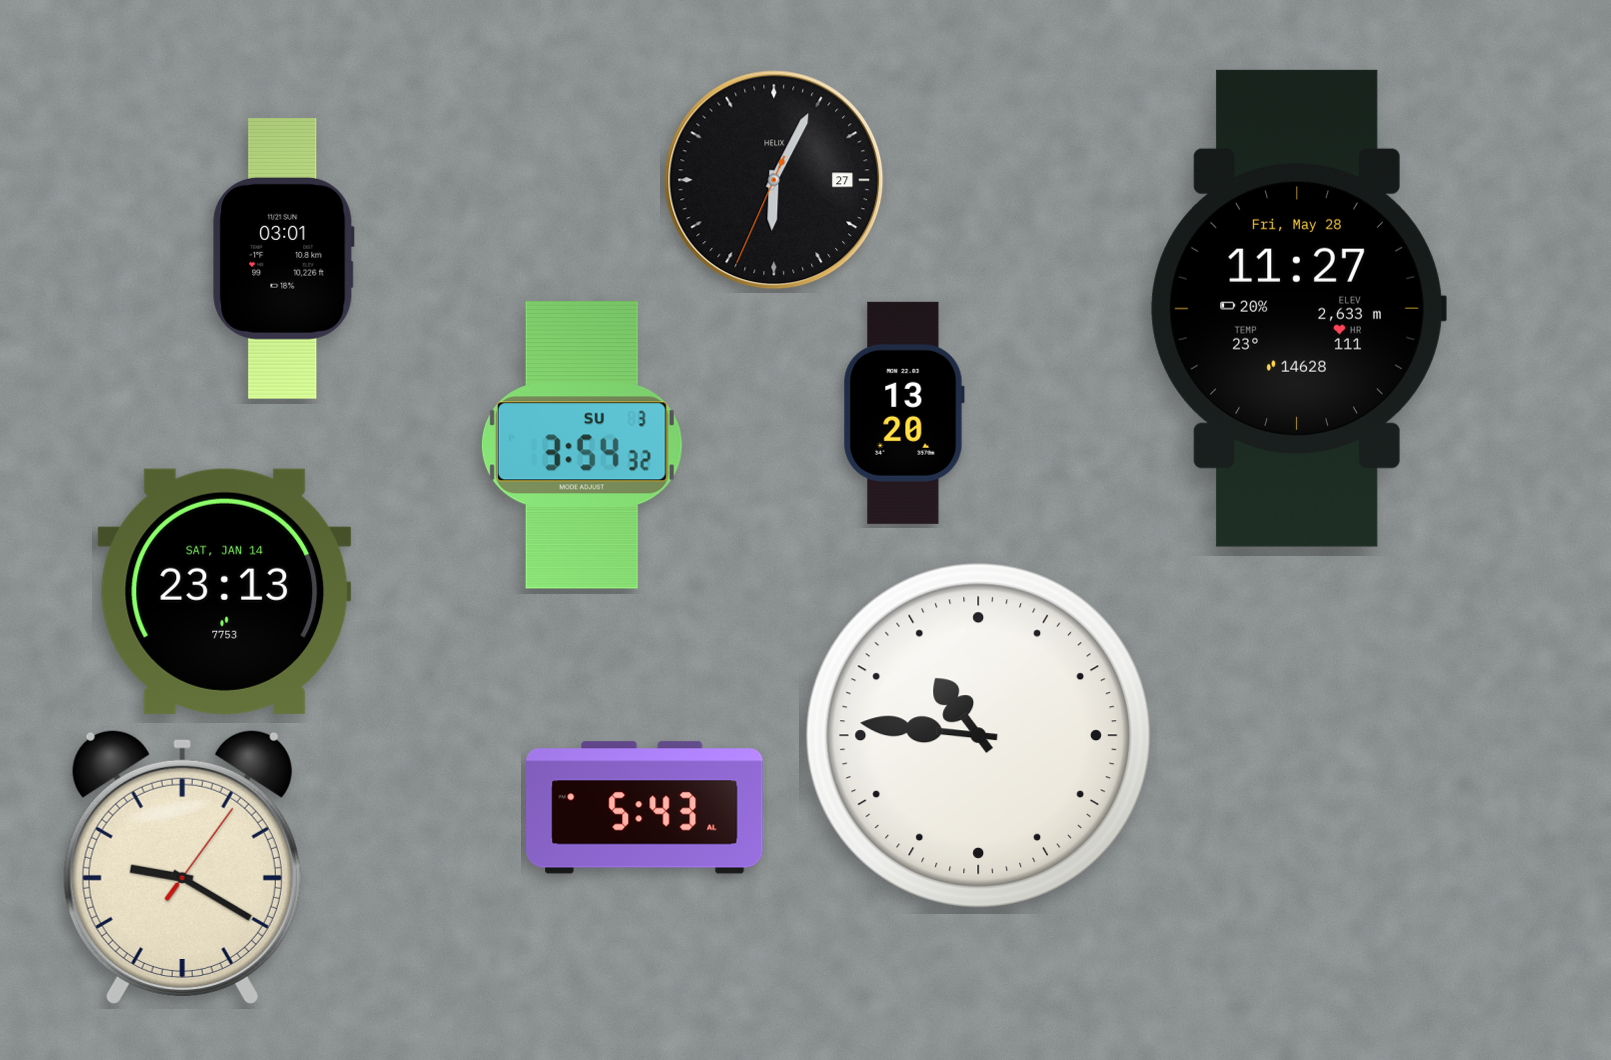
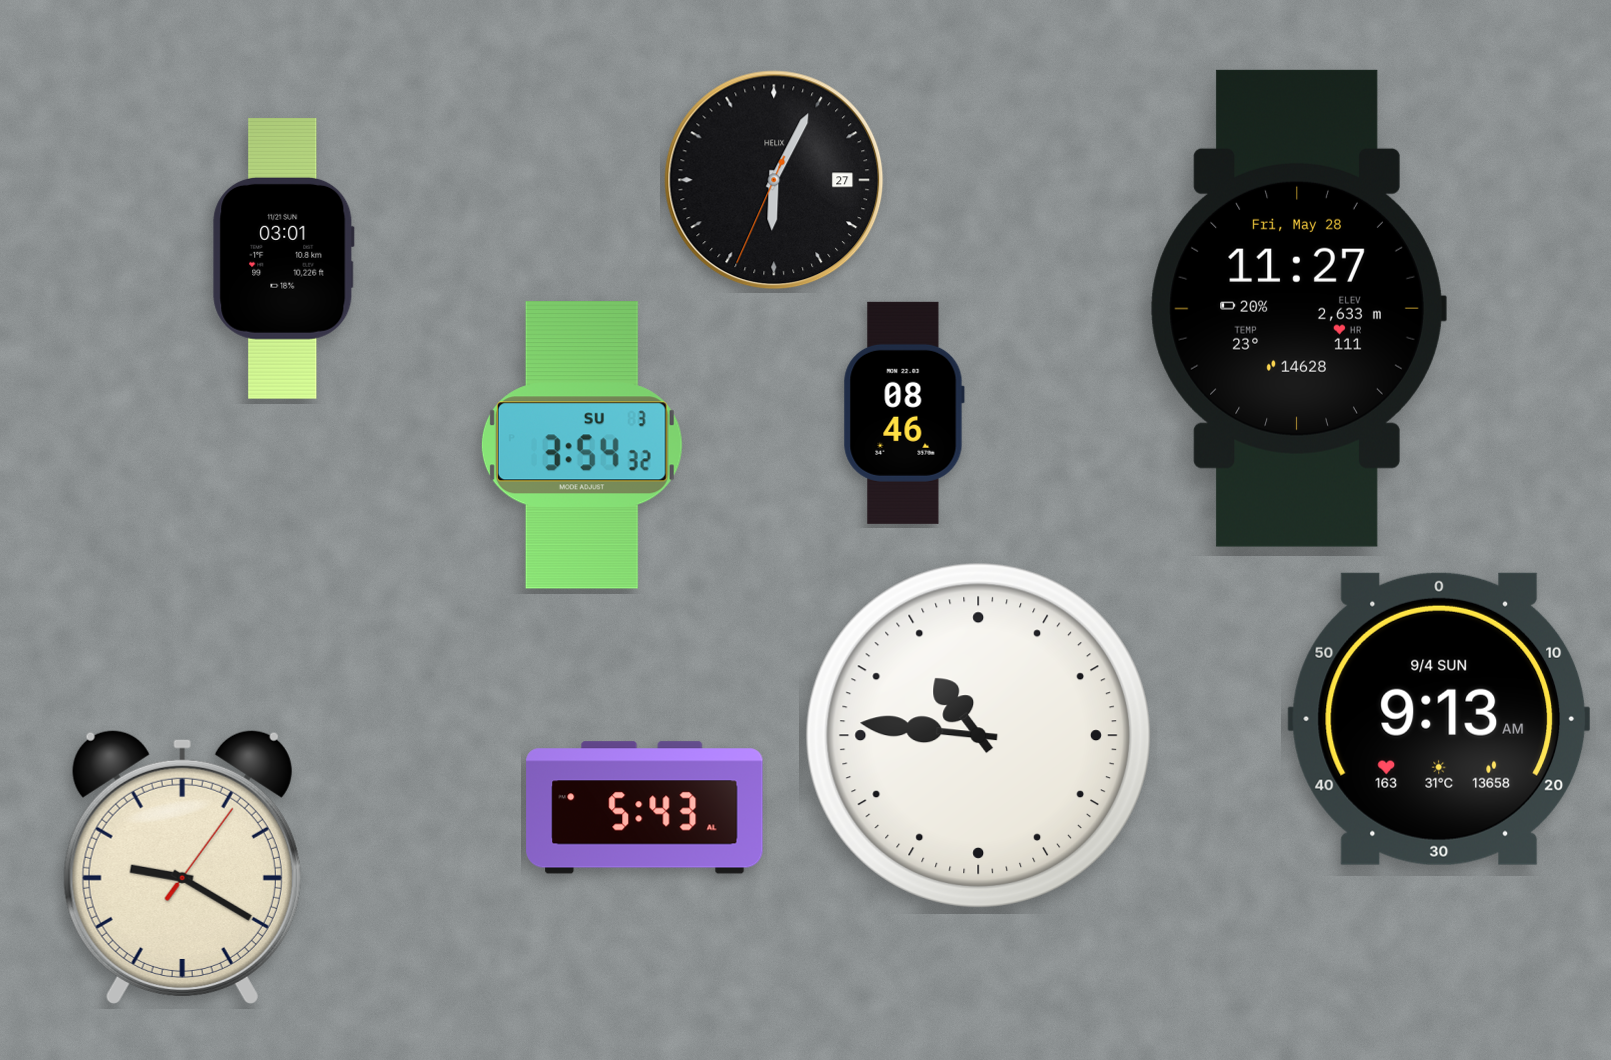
clock at (904, 413): 13:20 -> 08:46
clock at (225, 591): 23:13 -> none
clock at (1439, 719): none -> 9:13
